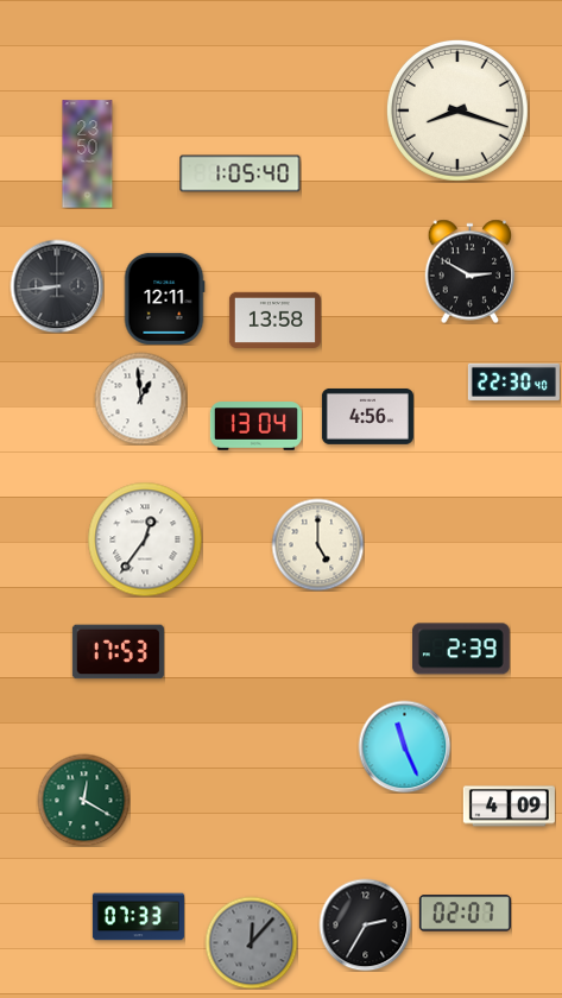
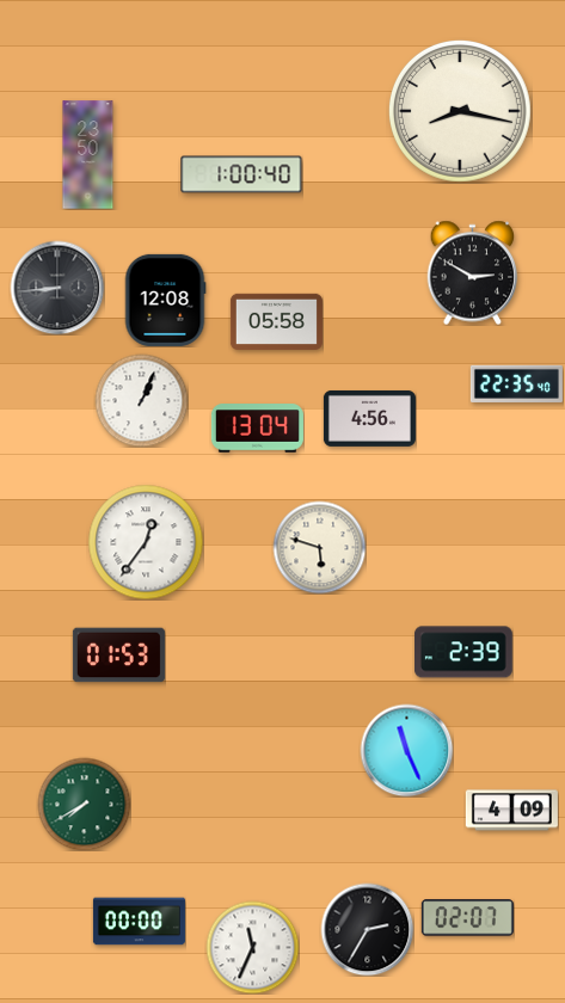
clock at (457, 110): 8:18 -> 8:17
clock at (240, 173): 1:05 -> 1:00
clock at (164, 298): 12:11 -> 12:08
clock at (274, 320): 13:58 -> 05:58
clock at (513, 381): 22:30 -> 22:35
clock at (140, 398): 12:59 -> 1:04
clock at (317, 544): 5:00 -> 5:48
clock at (118, 652): 17:53 -> 01:53
clock at (83, 800): 12:20 -> 7:40
clock at (138, 917): 07:33 -> 00:00
clock at (251, 942): 12:07 -> 11:34
clock at (251, 942) dial: grey -> white
